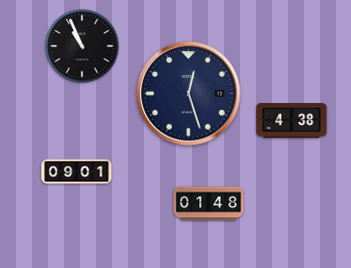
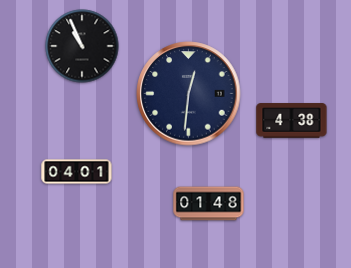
clock at (189, 94): 12:27 -> 12:31
clock at (77, 172): 09:01 -> 04:01
